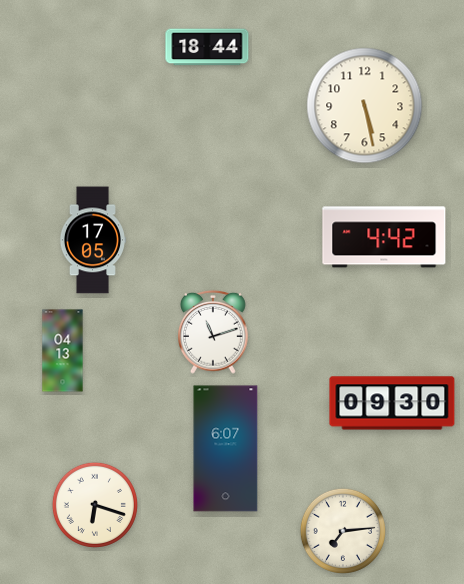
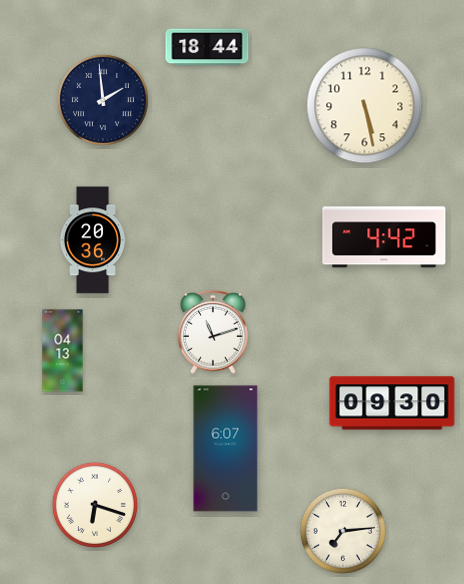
clock at (103, 100): none -> 1:59
clock at (93, 240): 17:05 -> 20:36
